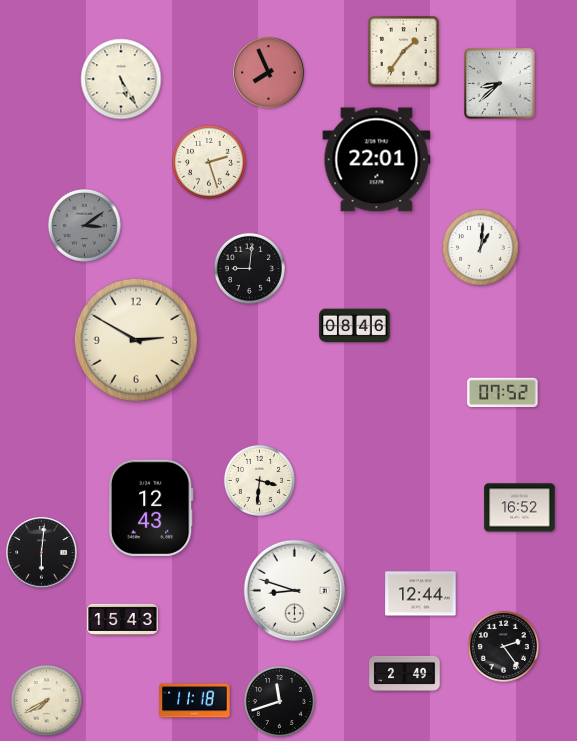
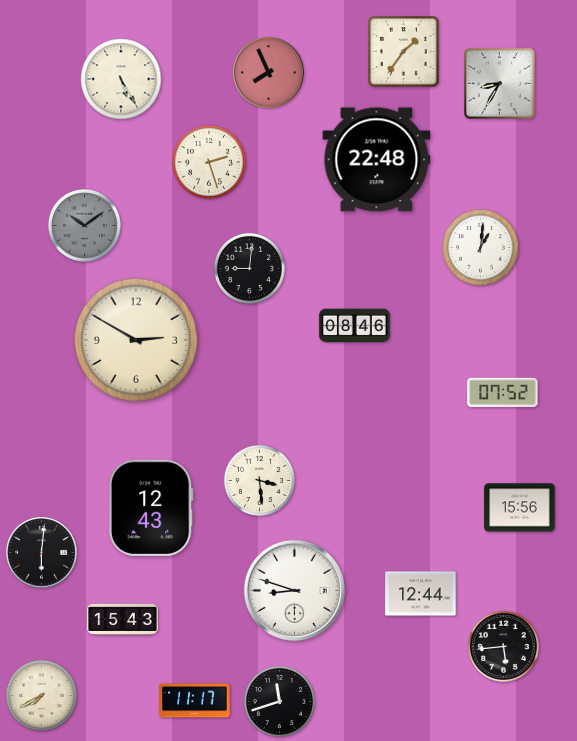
clock at (500, 84): 8:38 -> 8:35
clock at (377, 160): 22:01 -> 22:48
clock at (84, 225): 3:09 -> 10:09
clock at (259, 480): 3:31 -> 3:29
clock at (520, 508): 16:52 -> 15:56
clock at (503, 646): 2:24 -> 5:44
clock at (405, 673): 2:49 -> none
clock at (46, 700) position: (46, 700) -> (41, 695)
clock at (195, 701): 11:18 -> 11:17
